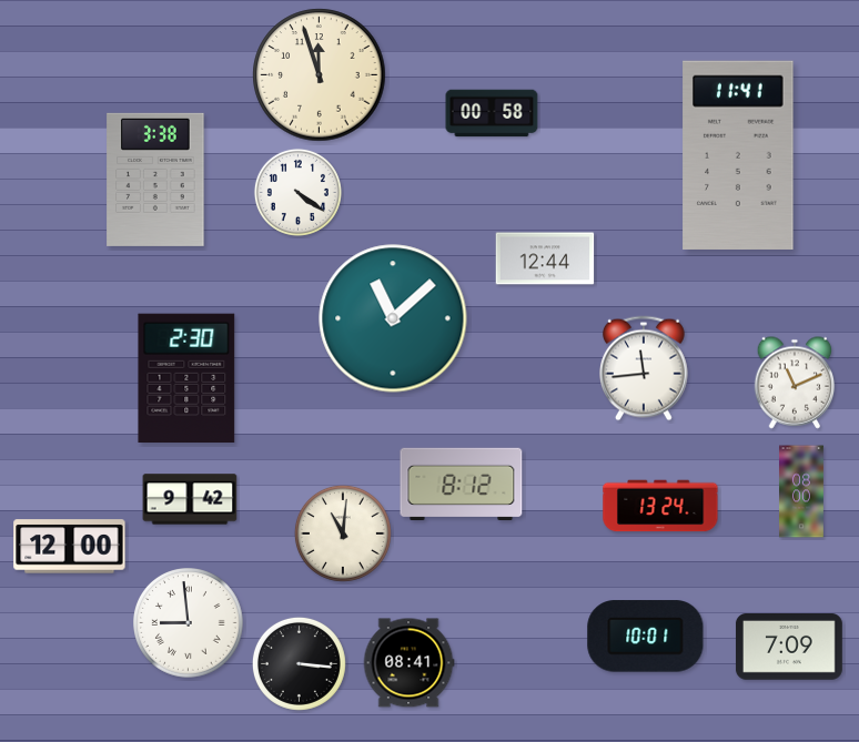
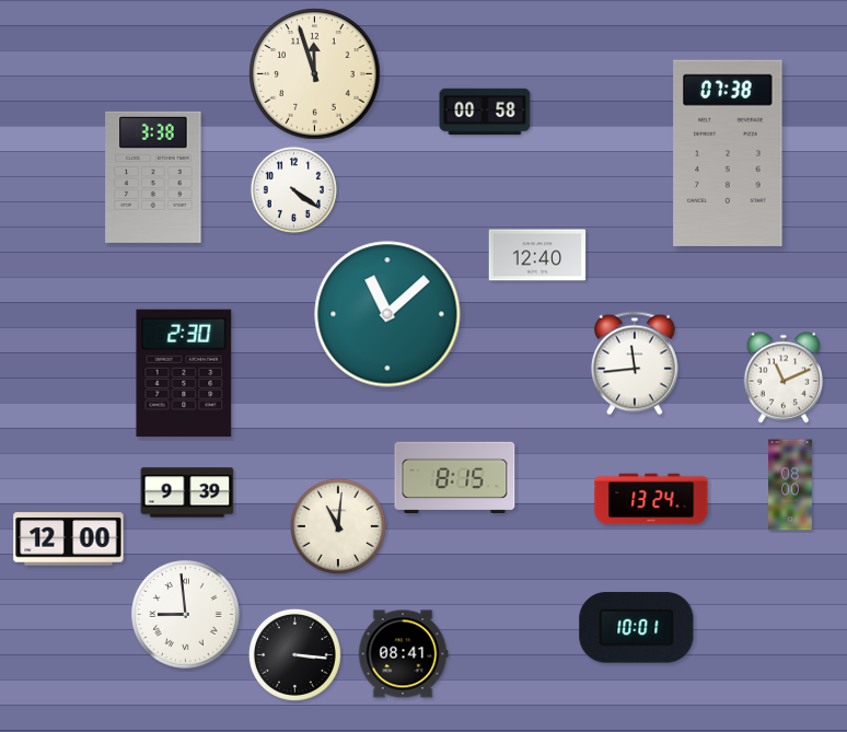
clock at (738, 155): 11:41 -> 07:38
clock at (545, 258): 12:44 -> 12:40
clock at (462, 484): 8:12 -> 8:15
clock at (190, 499): 9:42 -> 9:39
clock at (789, 648): 7:09 -> none
